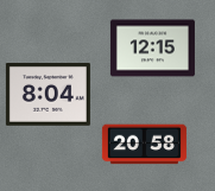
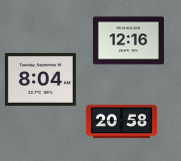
clock at (152, 49): 12:15 -> 12:16
